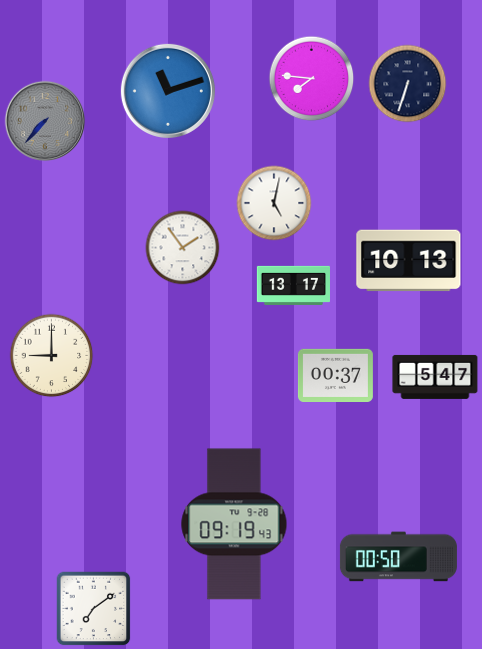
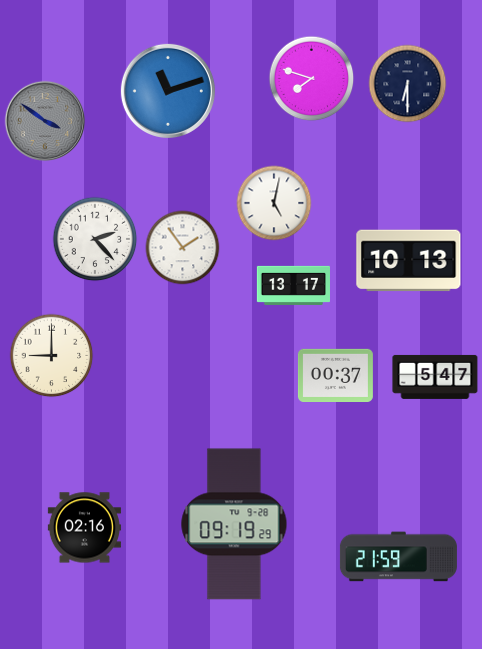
clock at (312, 79): 7:46 -> 7:48
clock at (408, 84): 6:33 -> 6:30
clock at (45, 121): 7:37 -> 3:51
clock at (95, 239): none -> 2:23
clock at (234, 524): 09:19:43 -> 09:19:29
clock at (84, 528): none -> 02:16
clock at (398, 557): 00:50 -> 21:59
clock at (94, 609): 7:09 -> none
